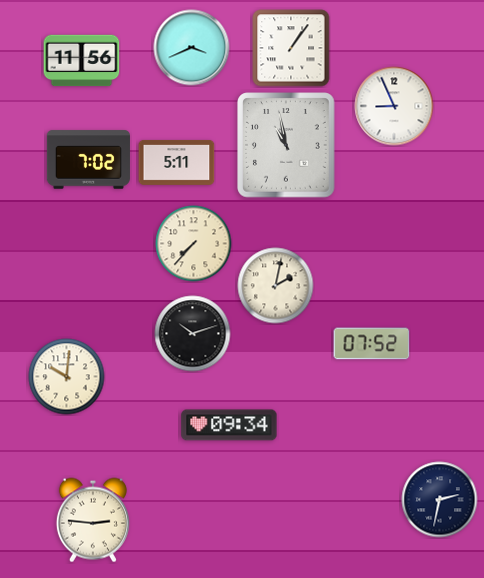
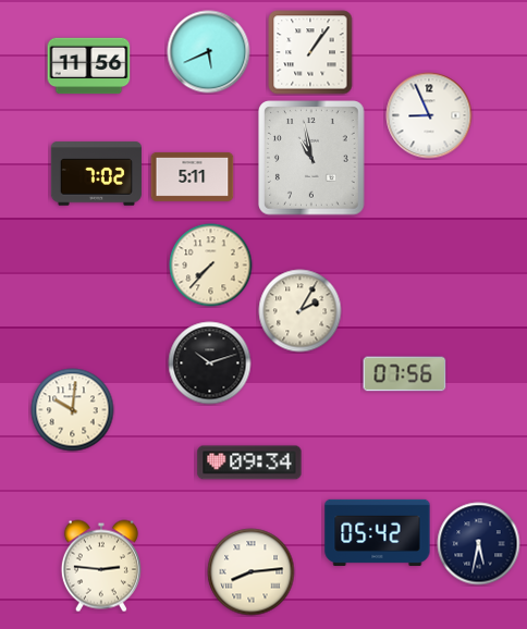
clock at (192, 48): 3:41 -> 5:41
clock at (291, 48) position: (291, 48) -> (310, 52)
clock at (276, 286): 2:02 -> 2:05
clock at (372, 344): 07:52 -> 07:56
clock at (378, 532): none -> 05:42
clock at (440, 500): 2:32 -> 5:32
clock at (252, 572): none -> 8:14
